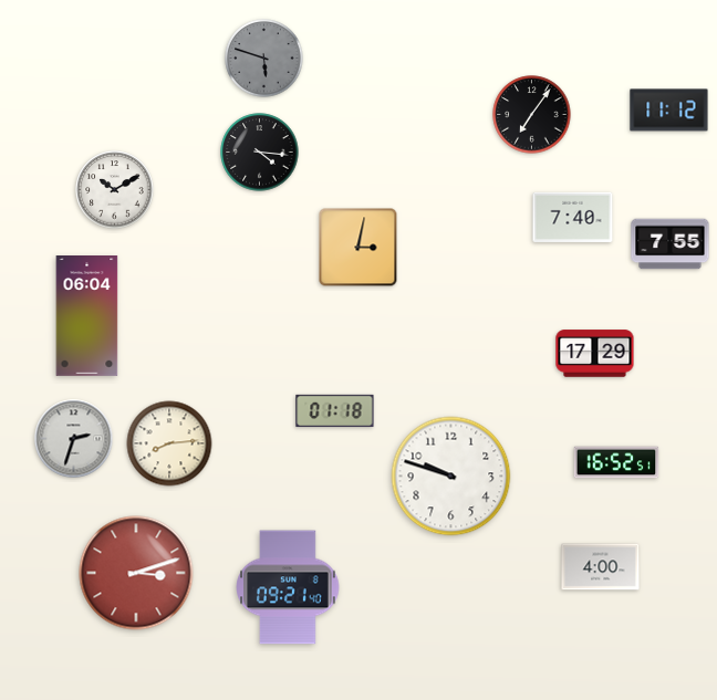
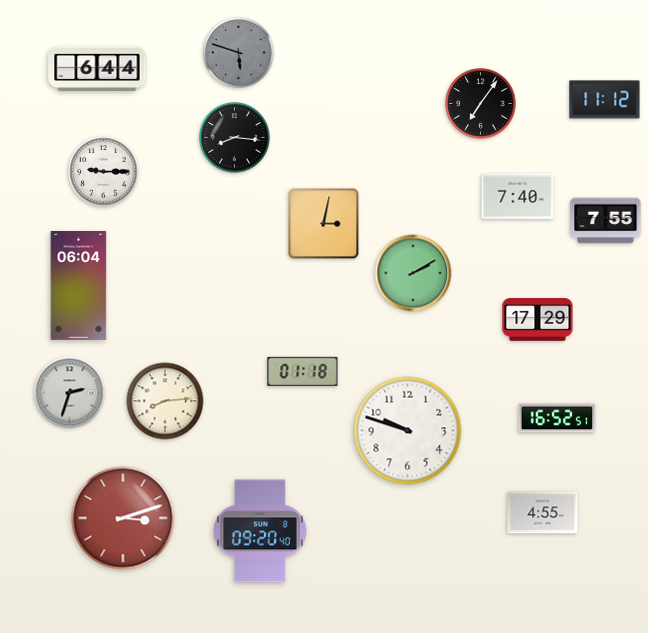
clock at (97, 69): none -> 6:44
clock at (260, 153): 4:16 -> 8:16
clock at (115, 190): 10:10 -> 9:15
clock at (413, 273): none -> 2:10
clock at (74, 439) position: (74, 439) -> (70, 393)
clock at (169, 443) position: (169, 443) -> (165, 401)
clock at (601, 567): 4:00 -> 4:55
clock at (288, 587): 09:21 -> 09:20
